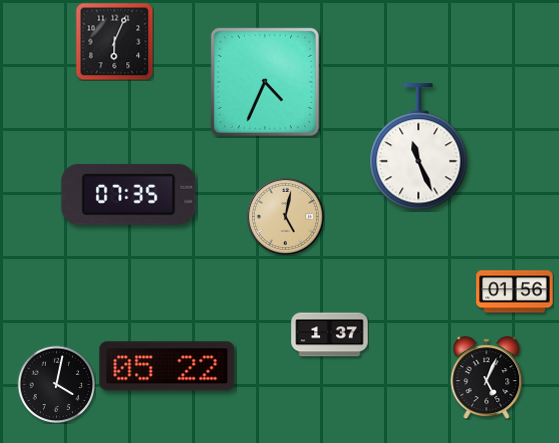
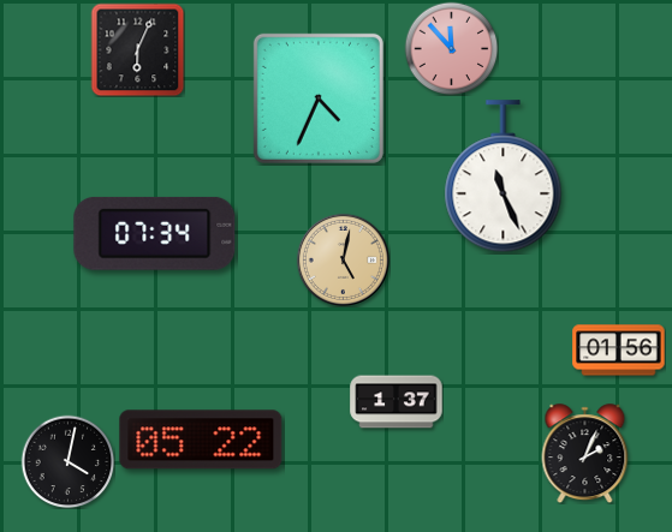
clock at (451, 48): none -> 11:53
clock at (129, 194): 07:35 -> 07:34
clock at (487, 378): 5:04 -> 2:04
